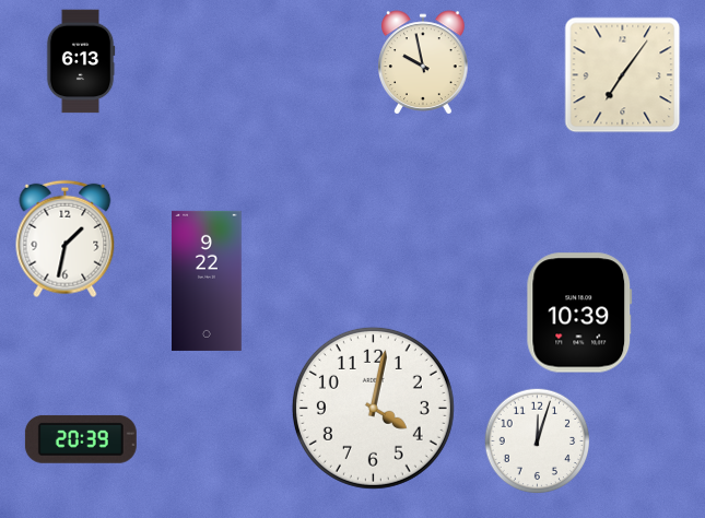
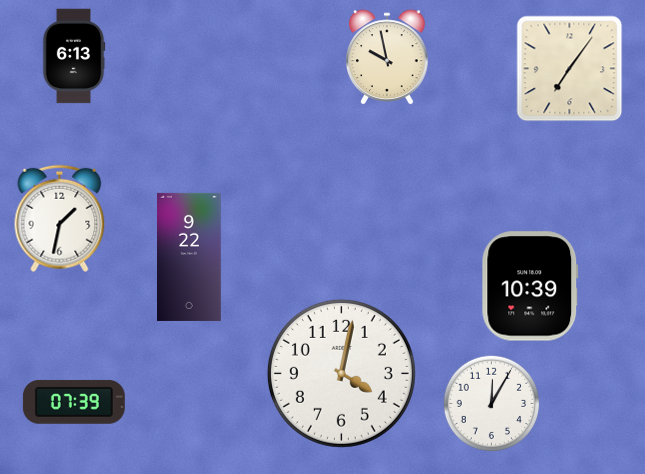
clock at (81, 439): 20:39 -> 07:39
clock at (538, 442): 12:03 -> 12:05
